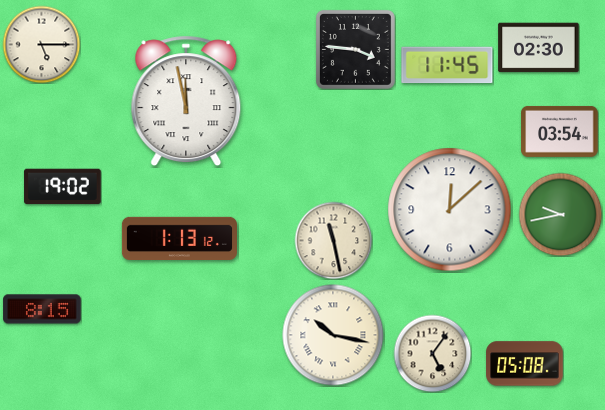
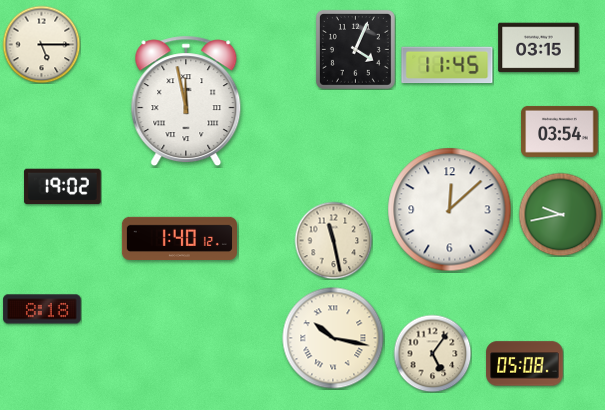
clock at (539, 48): 02:30 -> 03:15
clock at (355, 49): 3:46 -> 4:04
clock at (179, 238): 1:13 -> 1:40
clock at (42, 309): 8:15 -> 8:18
clock at (333, 335) position: (333, 335) -> (333, 338)
